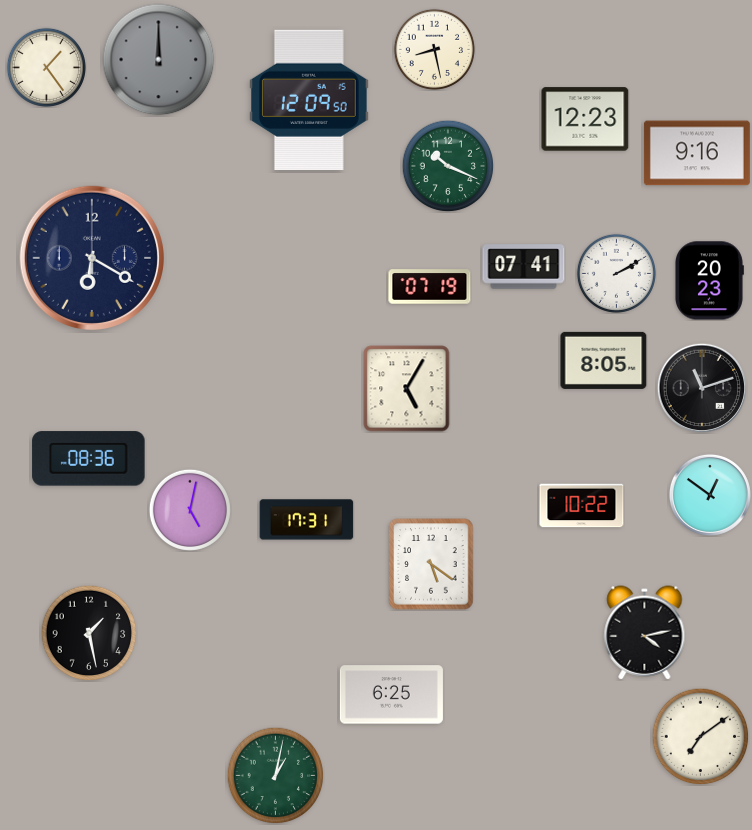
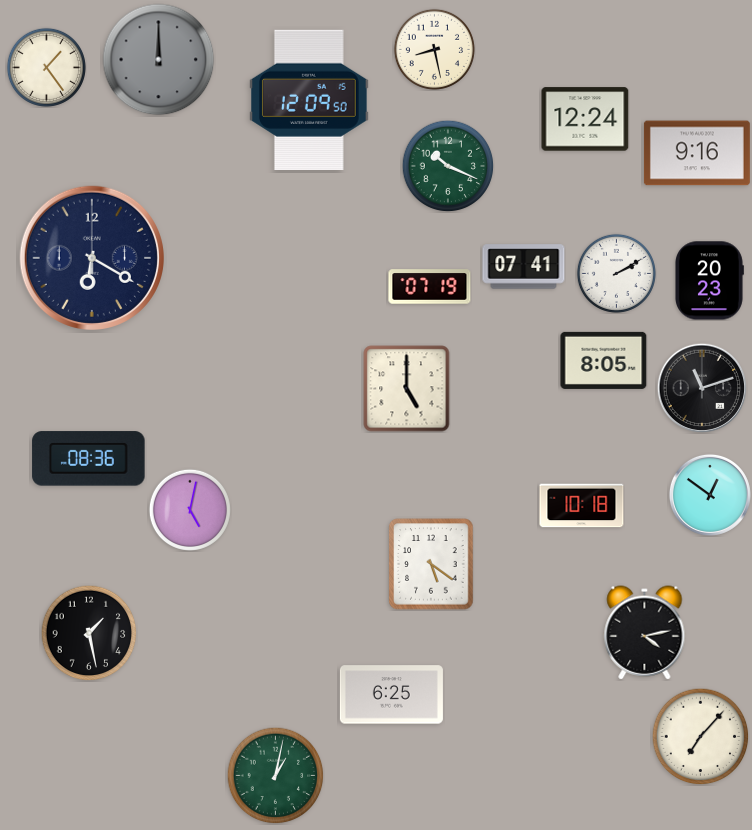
clock at (585, 119): 12:23 -> 12:24
clock at (407, 389): 5:05 -> 5:00
clock at (582, 506): 10:22 -> 10:18
clock at (307, 520): 17:31 -> none
clock at (700, 736): 7:09 -> 7:07
